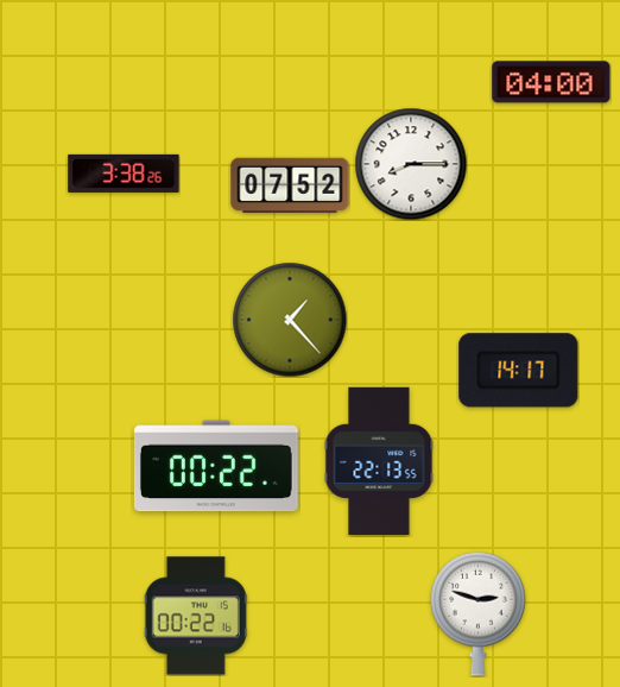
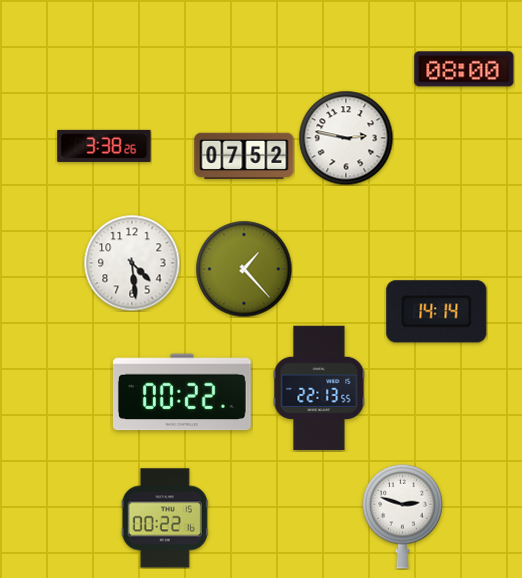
clock at (551, 82): 04:00 -> 08:00
clock at (411, 164): 8:15 -> 2:47
clock at (132, 263): none -> 4:29
clock at (519, 371): 14:17 -> 14:14
